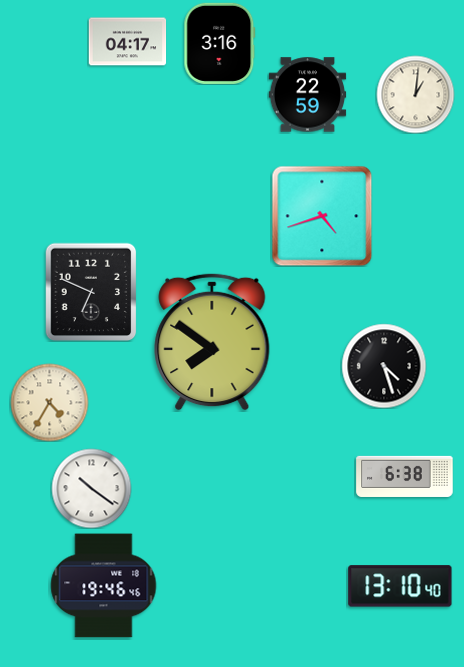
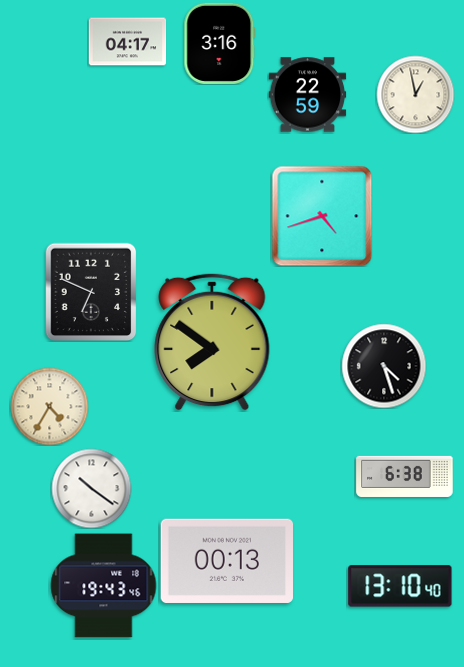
clock at (415, 94): 1:01 -> 12:58
clock at (49, 402) position: (49, 402) -> (49, 406)
clock at (226, 561): none -> 00:13
clock at (104, 586): 19:46 -> 19:43
